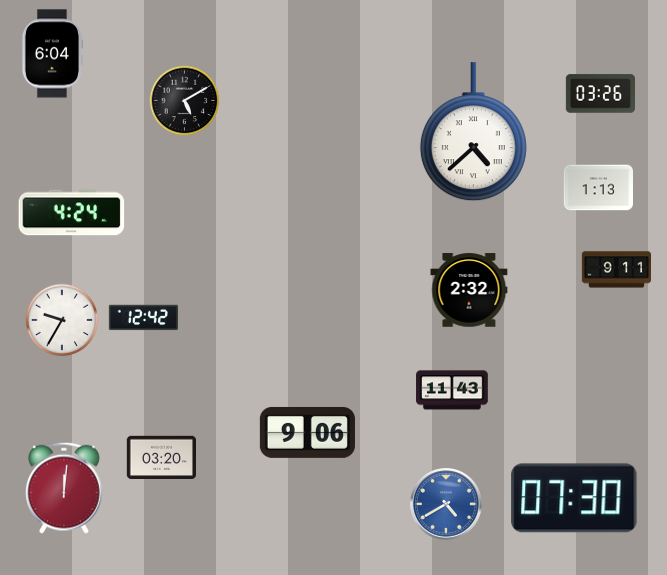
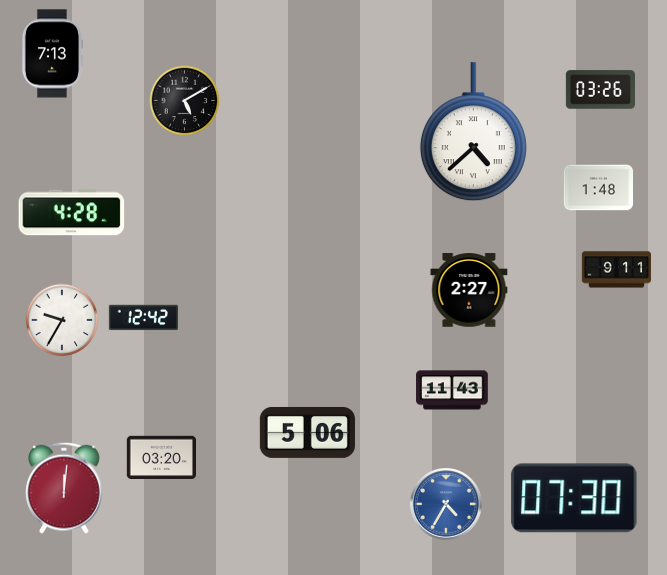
clock at (51, 54): 6:04 -> 7:13
clock at (600, 94) position: (600, 94) -> (600, 90)
clock at (599, 188): 1:13 -> 1:48
clock at (72, 213): 4:24 -> 4:28
clock at (469, 290): 2:32 -> 2:27
clock at (307, 432): 9:06 -> 5:06
clock at (447, 505): 4:40 -> 4:35
